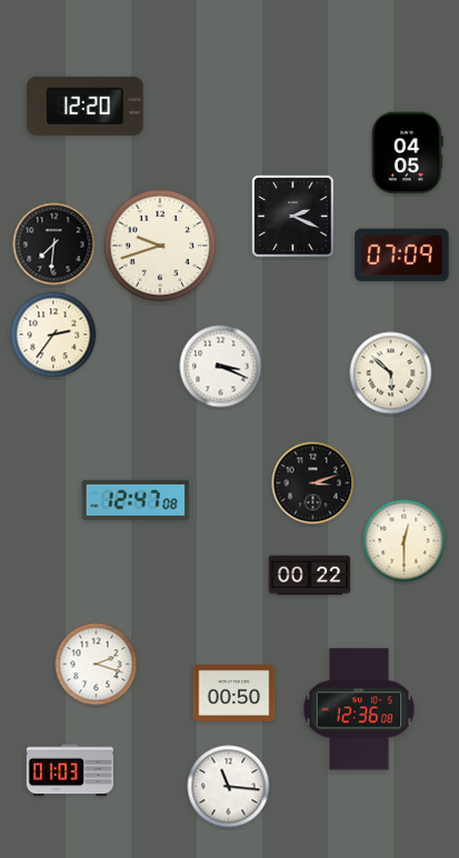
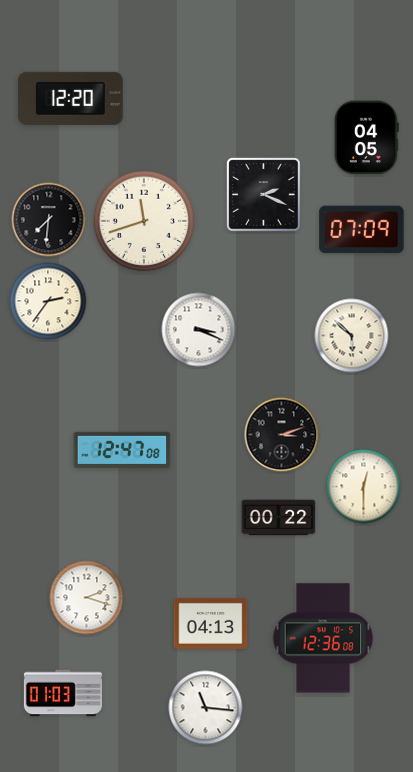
clock at (86, 106) position: (86, 106) -> (71, 98)
clock at (160, 246): 9:42 -> 11:42
clock at (235, 692): 00:50 -> 04:13
